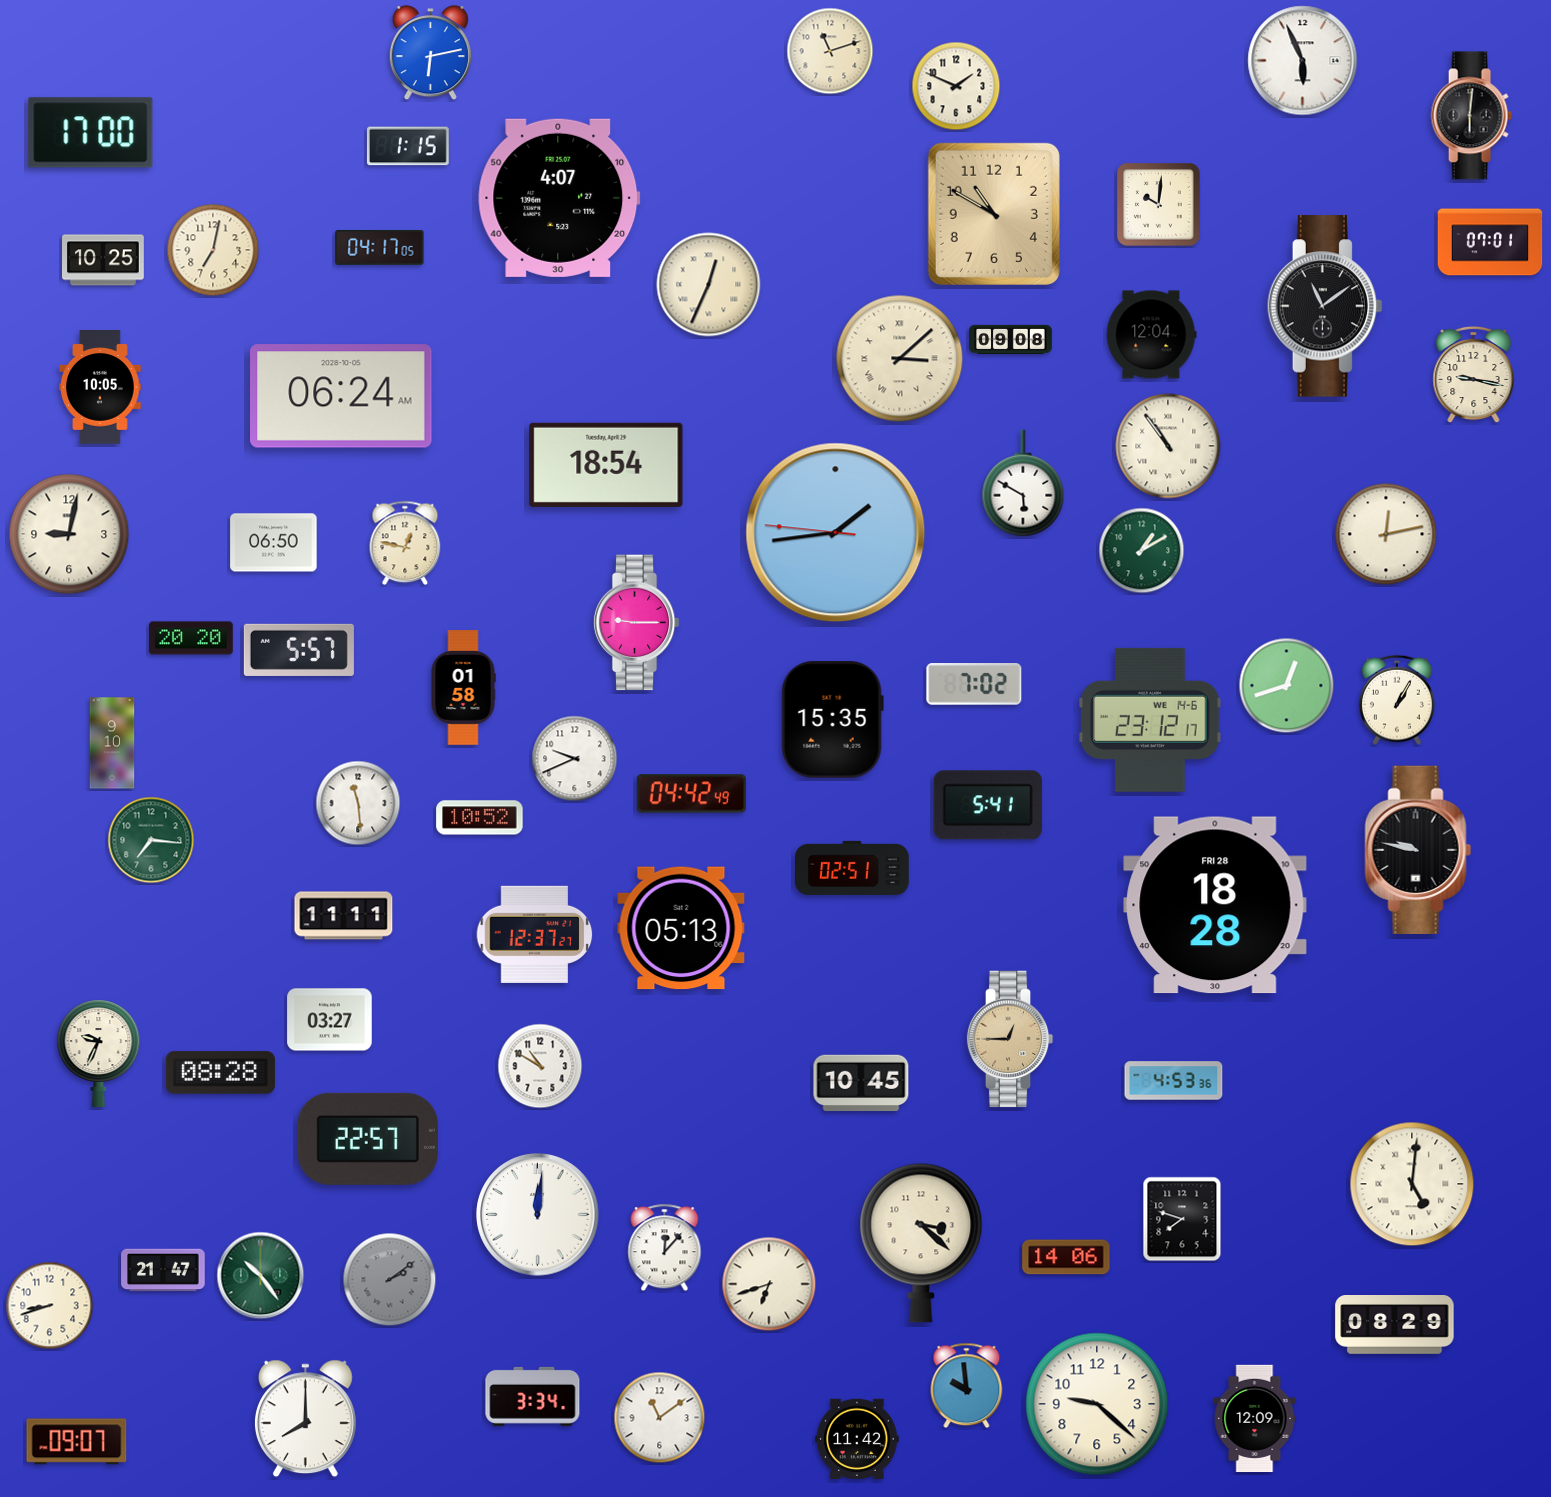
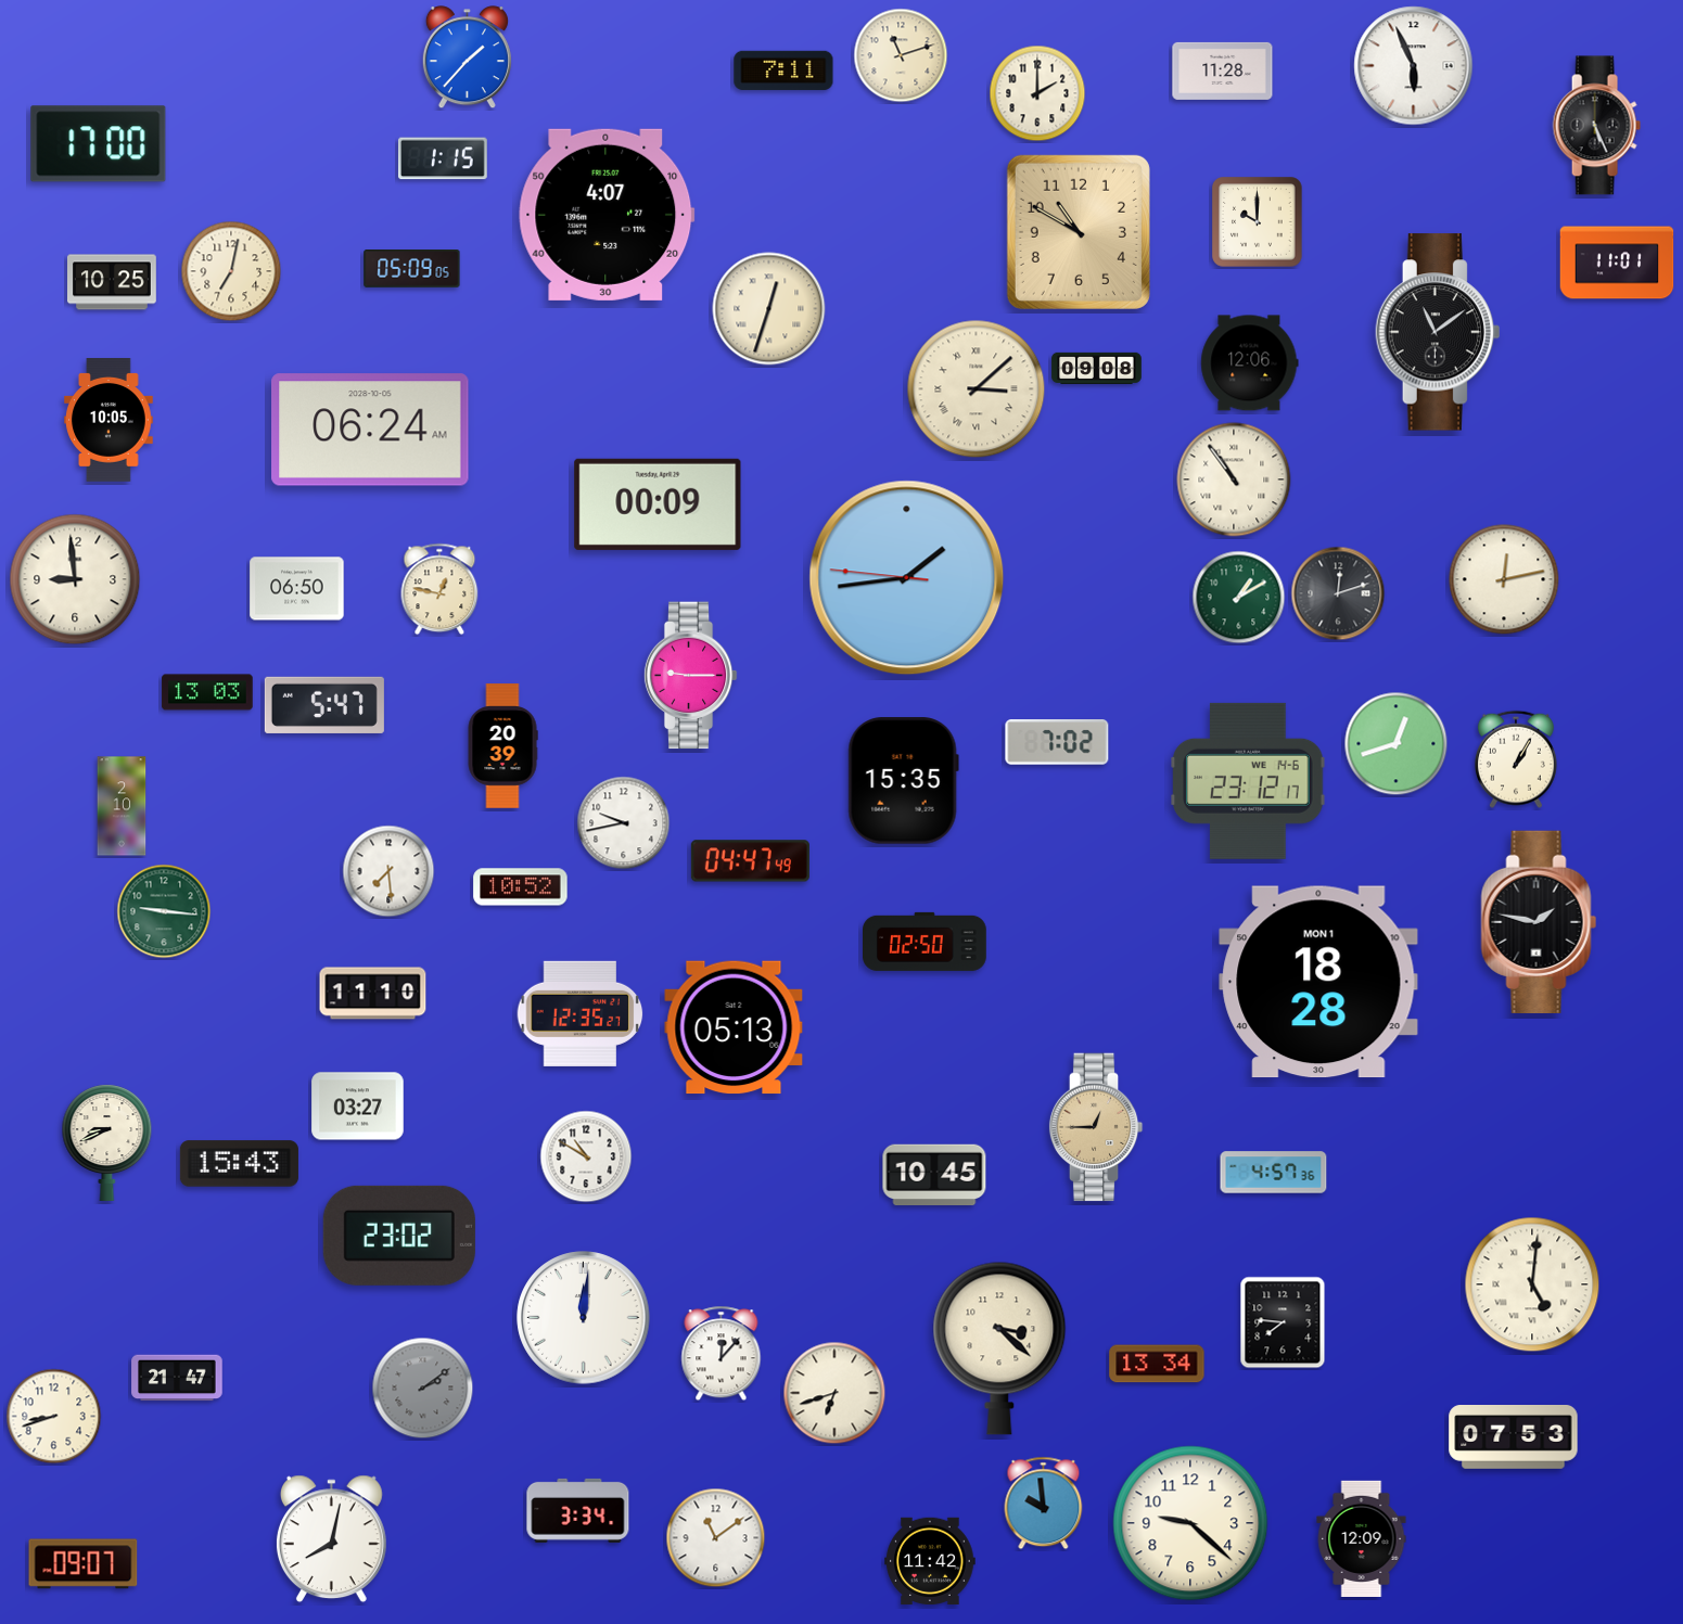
clock at (430, 53): 6:13 -> 1:37
clock at (783, 71): none -> 7:11
clock at (1223, 71): none -> 11:28
clock at (956, 86): 1:49 -> 2:00
clock at (1471, 116): 6:01 -> 5:26
clock at (1159, 205): 10:01 -> 10:00
clock at (1490, 242): 07:01 -> 11:01
clock at (380, 248): 04:17 -> 05:09
clock at (709, 285): 12:34 -> 12:33
clock at (1152, 335): 12:04 -> 12:06
clock at (1474, 375): 9:17 -> none
clock at (1168, 446) position: (1168, 446) -> (1234, 479)
clock at (606, 465): 18:54 -> 00:09
clock at (1023, 483): 5:50 -> none
clock at (69, 534): 9:02 -> 8:59
clock at (1338, 593): none -> 12:12
clock at (191, 638): 20:20 -> 13:03
clock at (299, 650): 5:57 -> 5:47
clock at (463, 688): 01:58 -> 20:39
clock at (112, 743): 9:10 -> 2:10
clock at (575, 759): 9:41 -> 9:43
clock at (691, 794): 04:42 -> 04:47
clock at (358, 803): 11:29 -> 7:29
clock at (988, 805): 5:41 -> none
clock at (151, 840): 7:16 -> 9:16
clock at (1418, 849): 9:47 -> 1:47
clock at (853, 868): 02:51 -> 02:50
clock at (1215, 905) date: FRI 28 -> MON 1
clock at (344, 916): 11:11 -> 11:10
clock at (681, 928) position: (681, 928) -> (734, 1027)
clock at (535, 934): 12:37 -> 12:35
clock at (99, 1053): 9:34 -> 8:41
clock at (220, 1073): 08:28 -> 15:43
clock at (1174, 1081): 4:53 -> 4:57
clock at (368, 1139): 22:57 -> 23:02
clock at (1182, 1219): 7:48 -> 7:46
clock at (1066, 1257): 14:06 -> 13:34
clock at (261, 1276): 10:24 -> none
clock at (1395, 1325): 08:29 -> 07:53
clock at (967, 1386) position: (967, 1386) -> (1044, 1504)
clock at (533, 1396) position: (533, 1396) -> (578, 1510)
clock at (305, 1419): 8:00 -> 8:02
